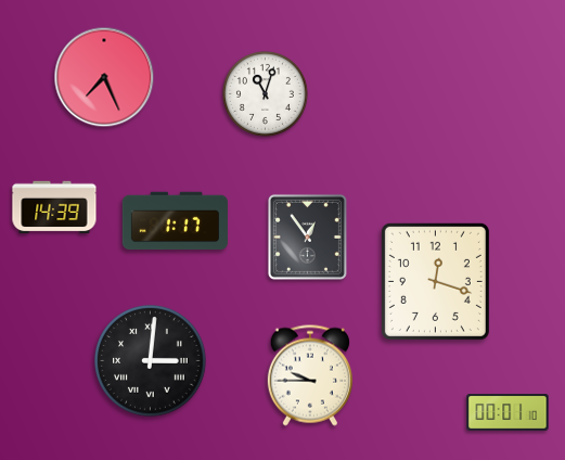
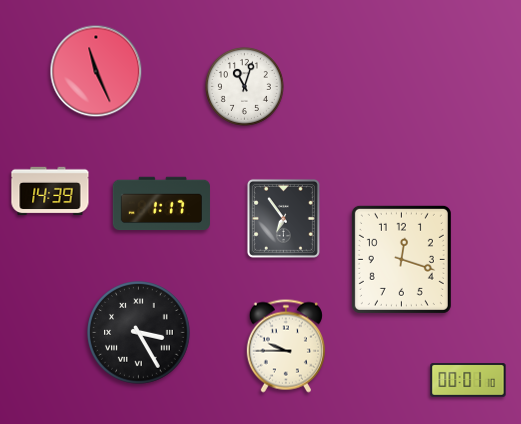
clock at (104, 77): 7:26 -> 11:26
clock at (307, 237): 12:54 -> 6:54
clock at (151, 361): 3:01 -> 3:25
